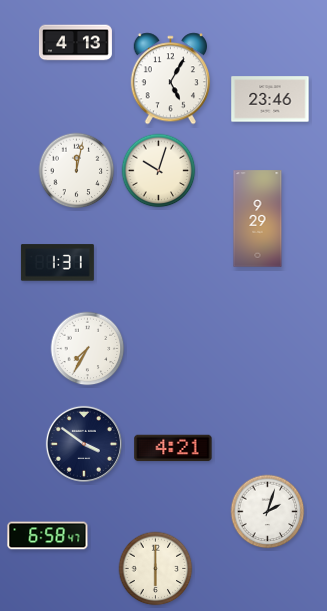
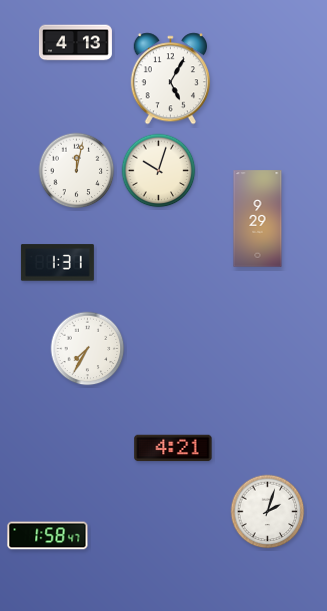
clock at (270, 99): 23:46 -> none
clock at (84, 444): 3:51 -> none
clock at (48, 536): 6:58 -> 1:58
clock at (156, 569): 6:00 -> none
